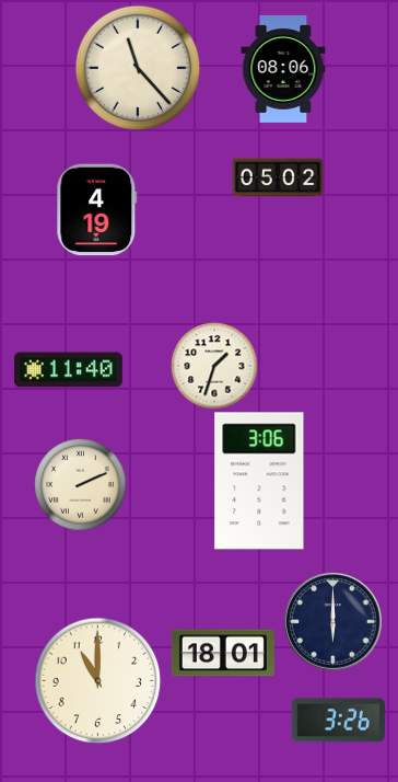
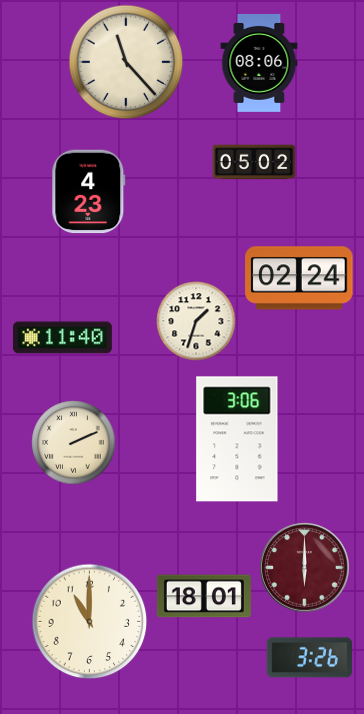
clock at (97, 209): 4:19 -> 4:23
clock at (299, 278): none -> 02:24
clock at (214, 366) position: (214, 366) -> (196, 321)
clock at (332, 621) dial: navy -> burgundy
